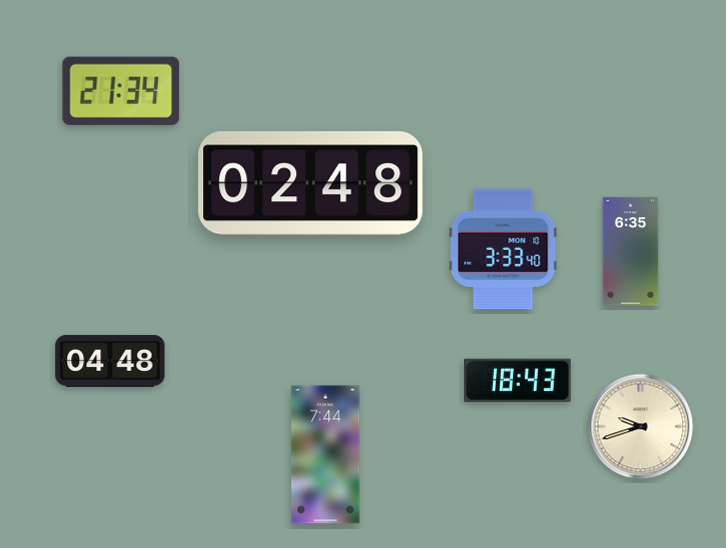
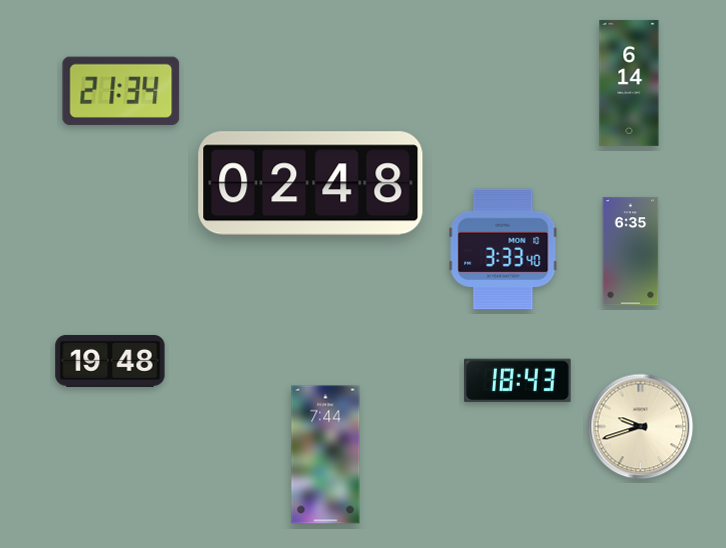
clock at (629, 83): none -> 6:14
clock at (110, 361): 04:48 -> 19:48
